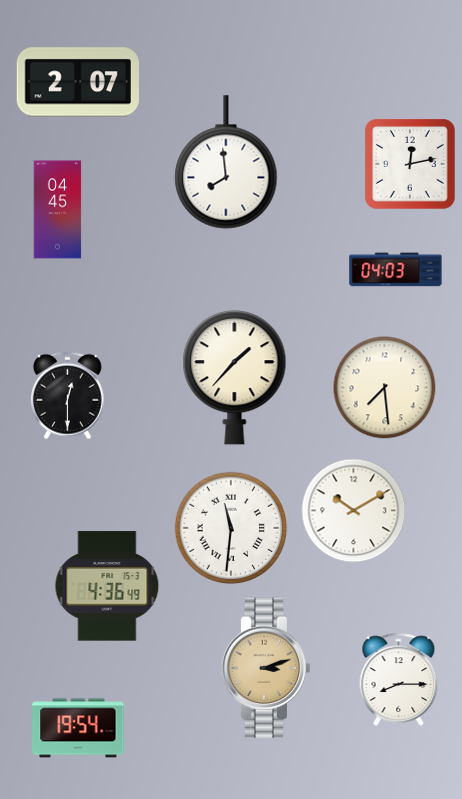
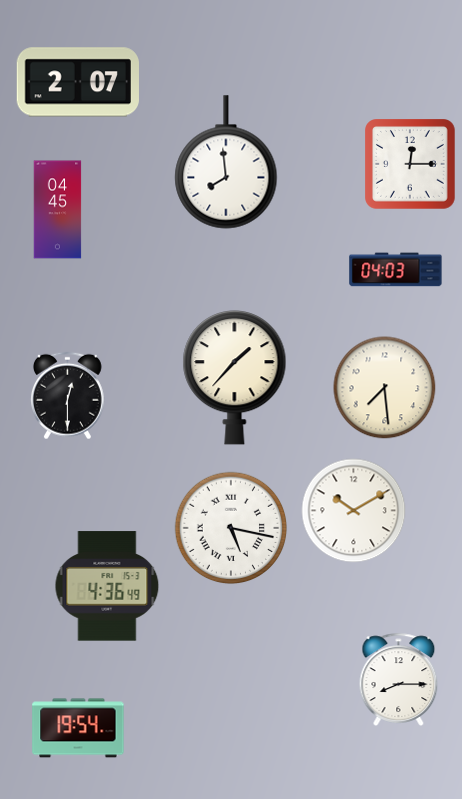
clock at (411, 165): 12:13 -> 12:15
clock at (231, 528): 11:31 -> 5:17
clock at (266, 668): 3:12 -> none
